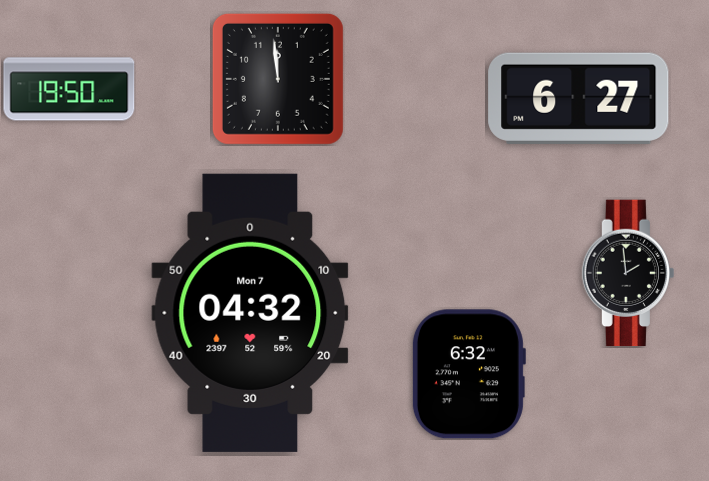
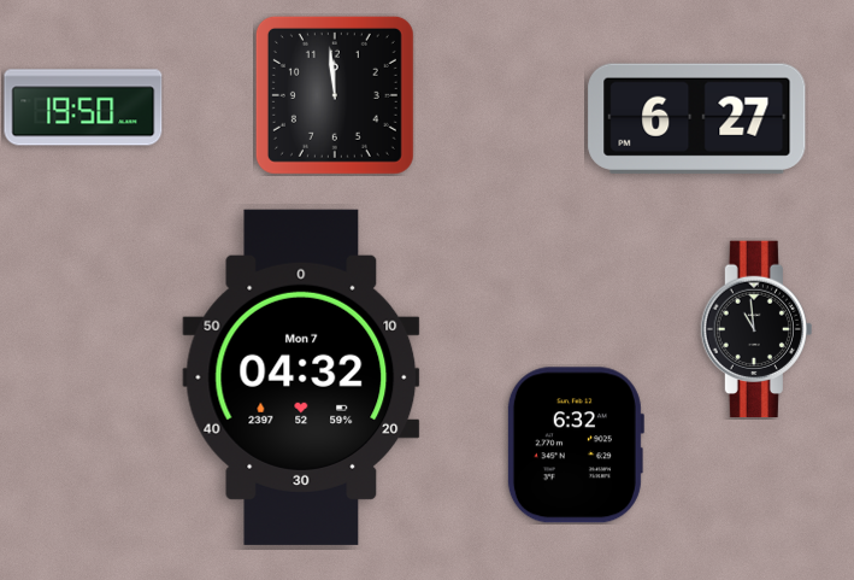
clock at (628, 273): 1:59 -> 10:59
clock at (468, 374) position: (468, 374) -> (575, 445)
